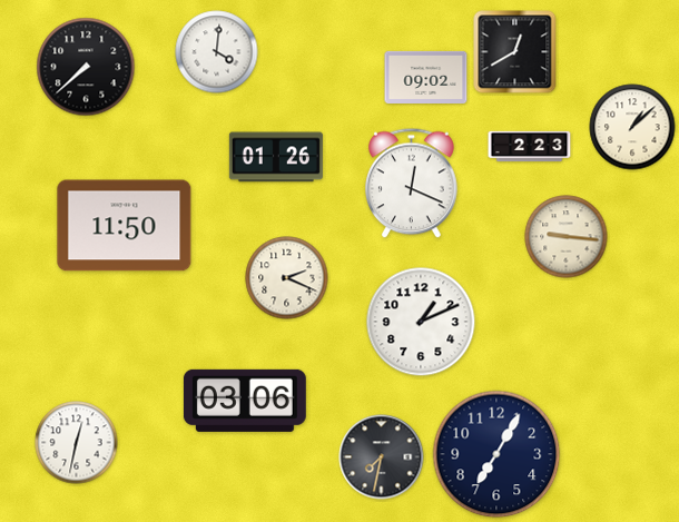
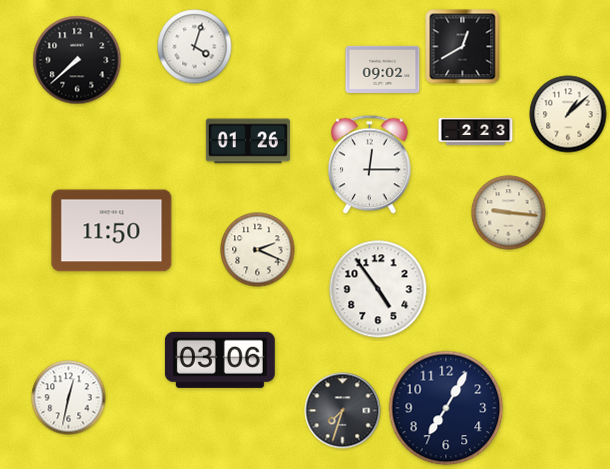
clock at (217, 52): 4:01 -> 4:03
clock at (412, 184): 12:19 -> 12:15
clock at (125, 226) position: (125, 226) -> (112, 231)
clock at (421, 322): 1:11 -> 4:54
clock at (382, 457): 7:32 -> 7:33
